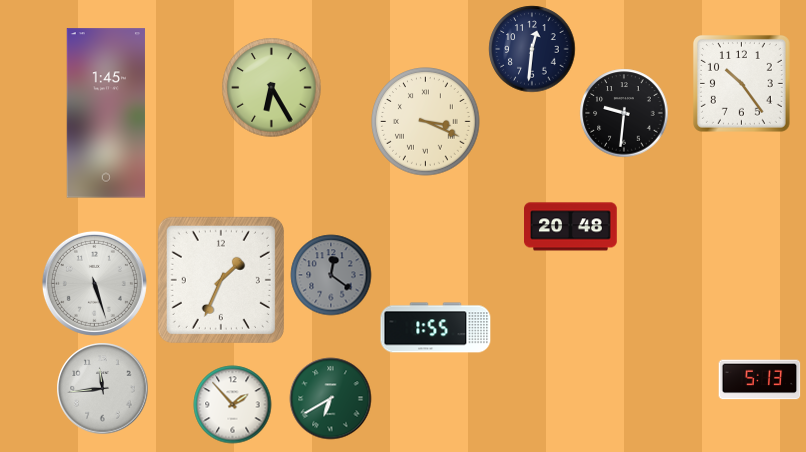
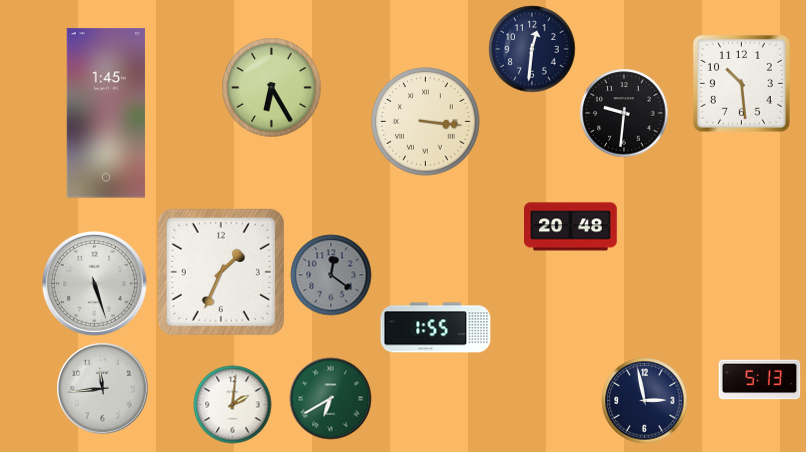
clock at (741, 83): 10:24 -> 10:29
clock at (426, 122): 3:19 -> 3:16
clock at (221, 280) position: (221, 280) -> (221, 272)
clock at (645, 401): none -> 2:58
clock at (233, 405): 1:53 -> 2:01
